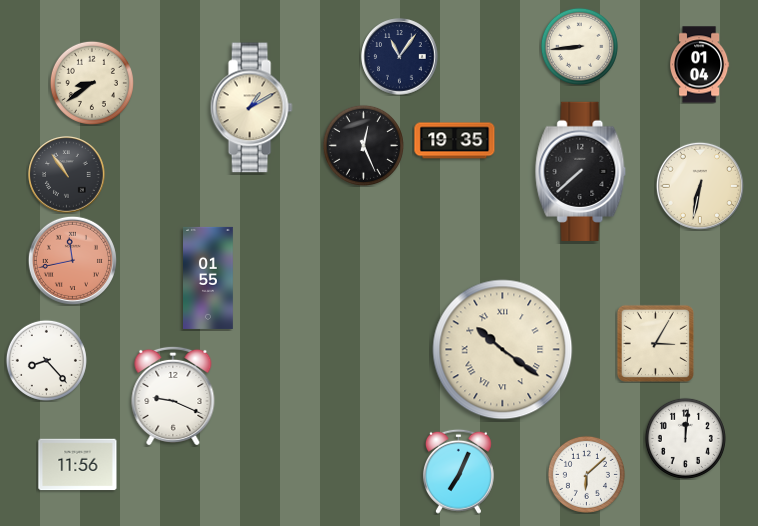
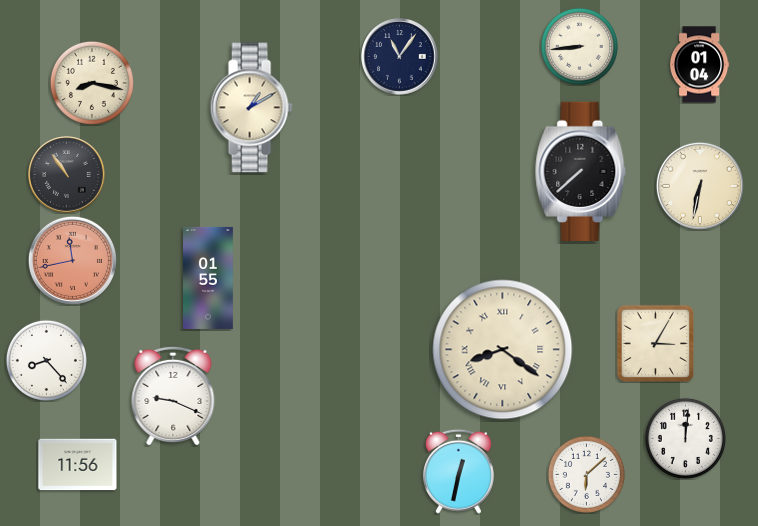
clock at (92, 83): 8:39 -> 8:17
clock at (455, 141): 19:35 -> none
clock at (363, 145): 12:26 -> none
clock at (503, 350): 10:21 -> 8:21
clock at (458, 471): 7:04 -> 12:32
